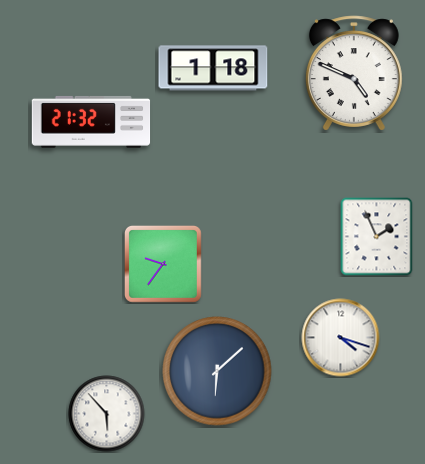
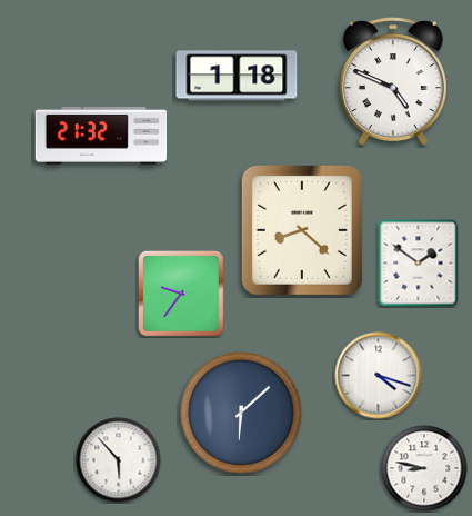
clock at (302, 230): none -> 8:22
clock at (377, 237): 1:56 -> 1:51
clock at (424, 468): none -> 8:47
